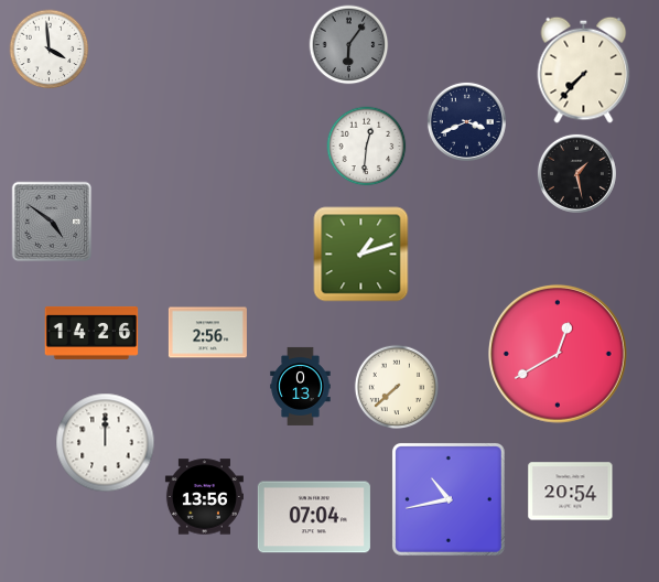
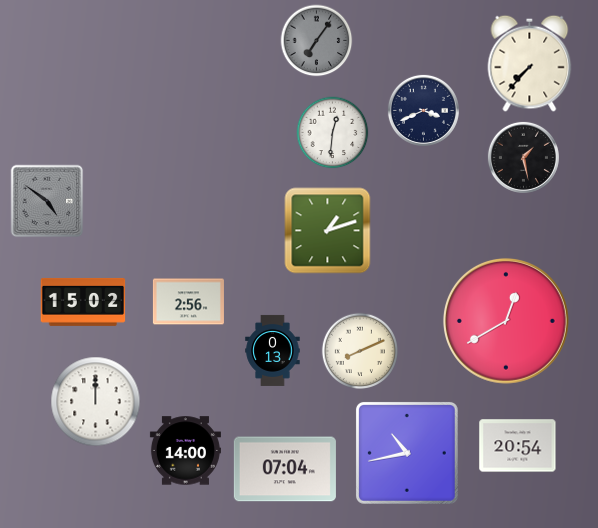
clock at (349, 45): 6:06 -> 7:06
clock at (50, 50): 3:59 -> none
clock at (91, 333): 14:26 -> 15:02
clock at (396, 386): 7:38 -> 8:11
clock at (204, 497): 13:56 -> 14:00
